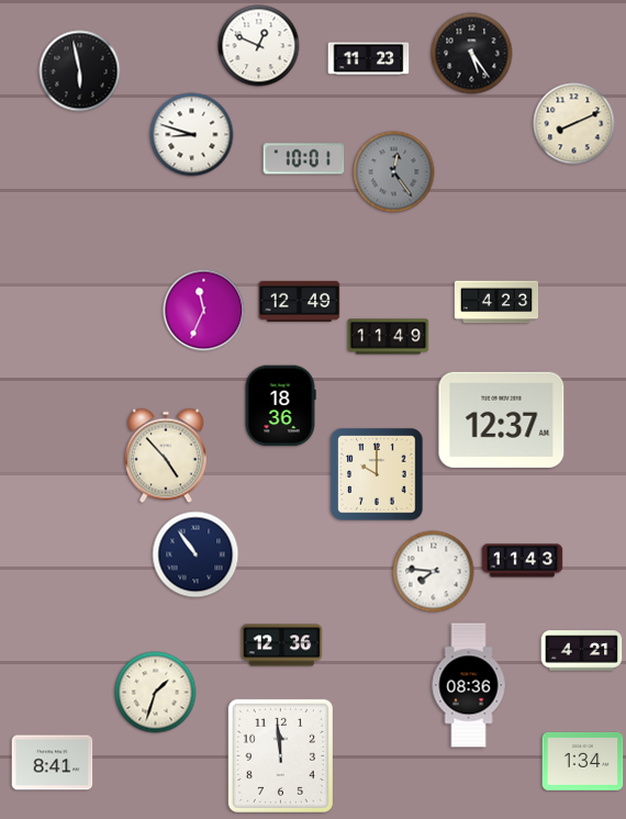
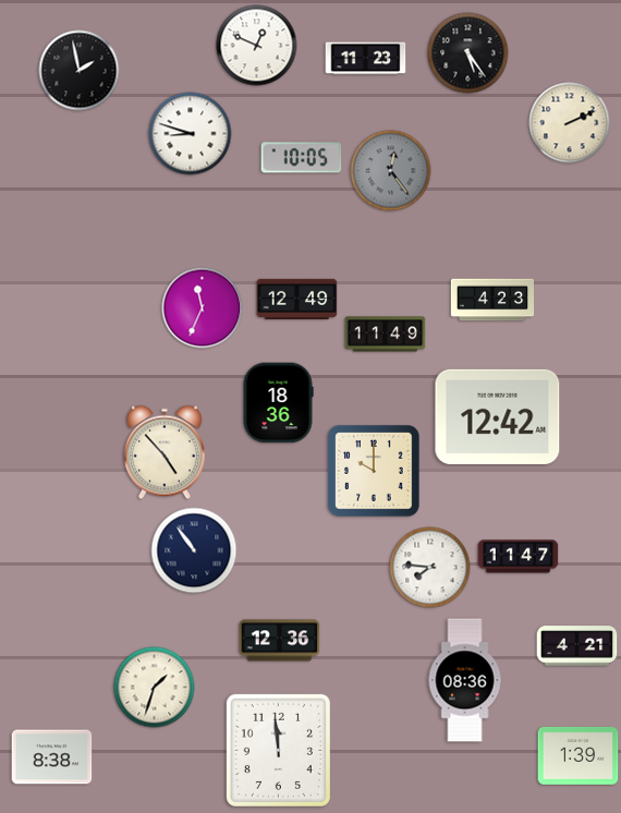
clock at (80, 71): 5:58 -> 1:58
clock at (574, 124): 8:11 -> 2:11
clock at (304, 159): 10:01 -> 10:05
clock at (502, 419): 12:37 -> 12:42
clock at (523, 561): 11:43 -> 11:47
clock at (583, 762): 1:34 -> 1:39
clock at (53, 763): 8:41 -> 8:38
